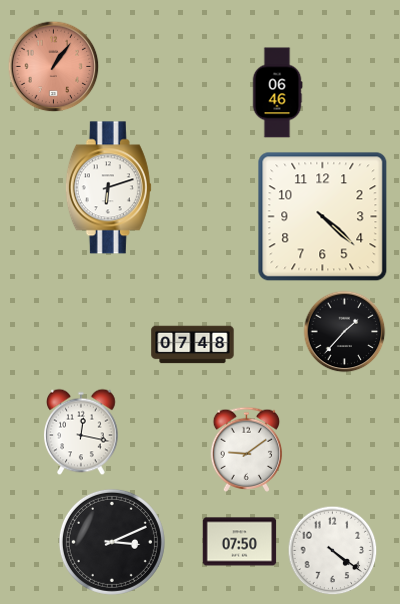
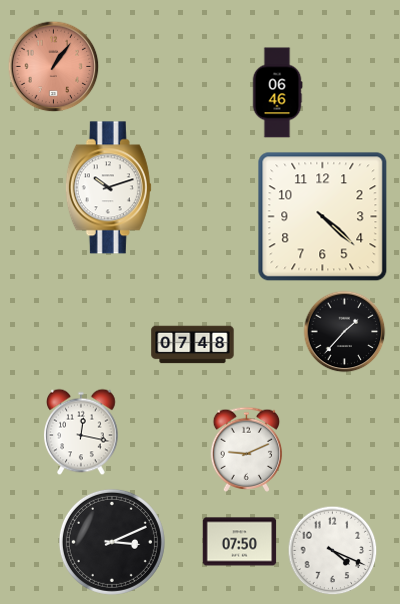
clock at (108, 188): 6:12 -> 10:12
clock at (247, 449): 9:09 -> 9:11
clock at (333, 551): 4:21 -> 4:19
